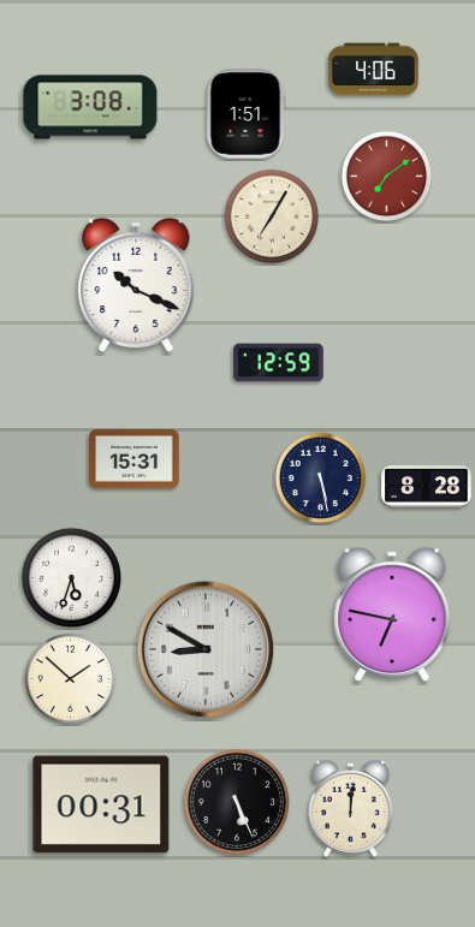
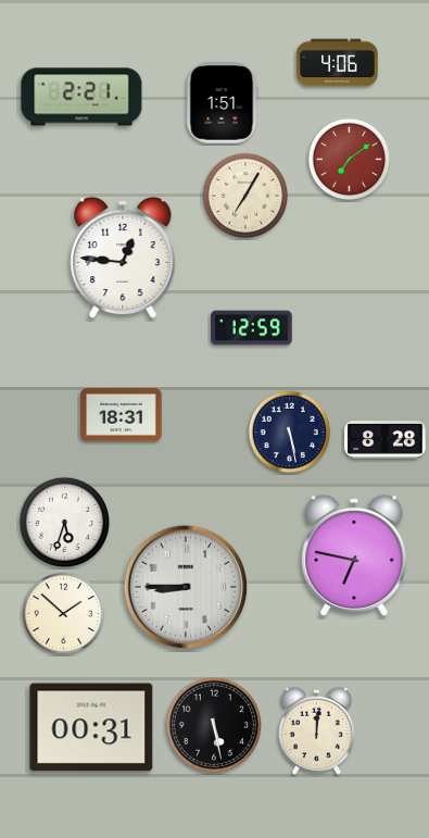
clock at (90, 107): 3:08 -> 2:21
clock at (136, 285): 10:19 -> 12:46
clock at (135, 459): 15:31 -> 18:31
clock at (206, 649): 8:50 -> 8:45
clock at (237, 802): 5:26 -> 5:28
